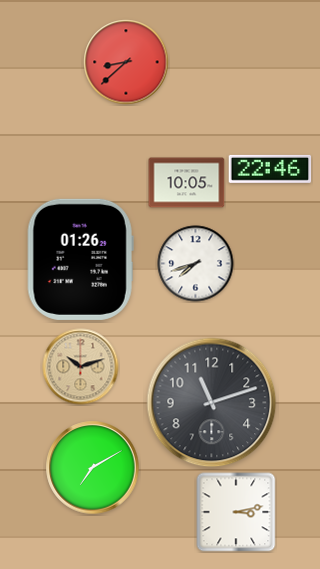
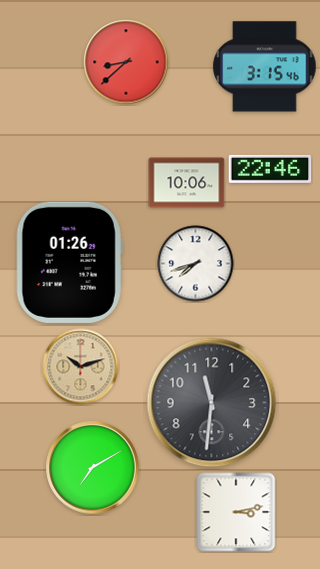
clock at (265, 67): none -> 3:15
clock at (187, 183): 10:05 -> 10:06
clock at (80, 259) position: (80, 259) -> (69, 262)
clock at (212, 403): 11:12 -> 11:31
